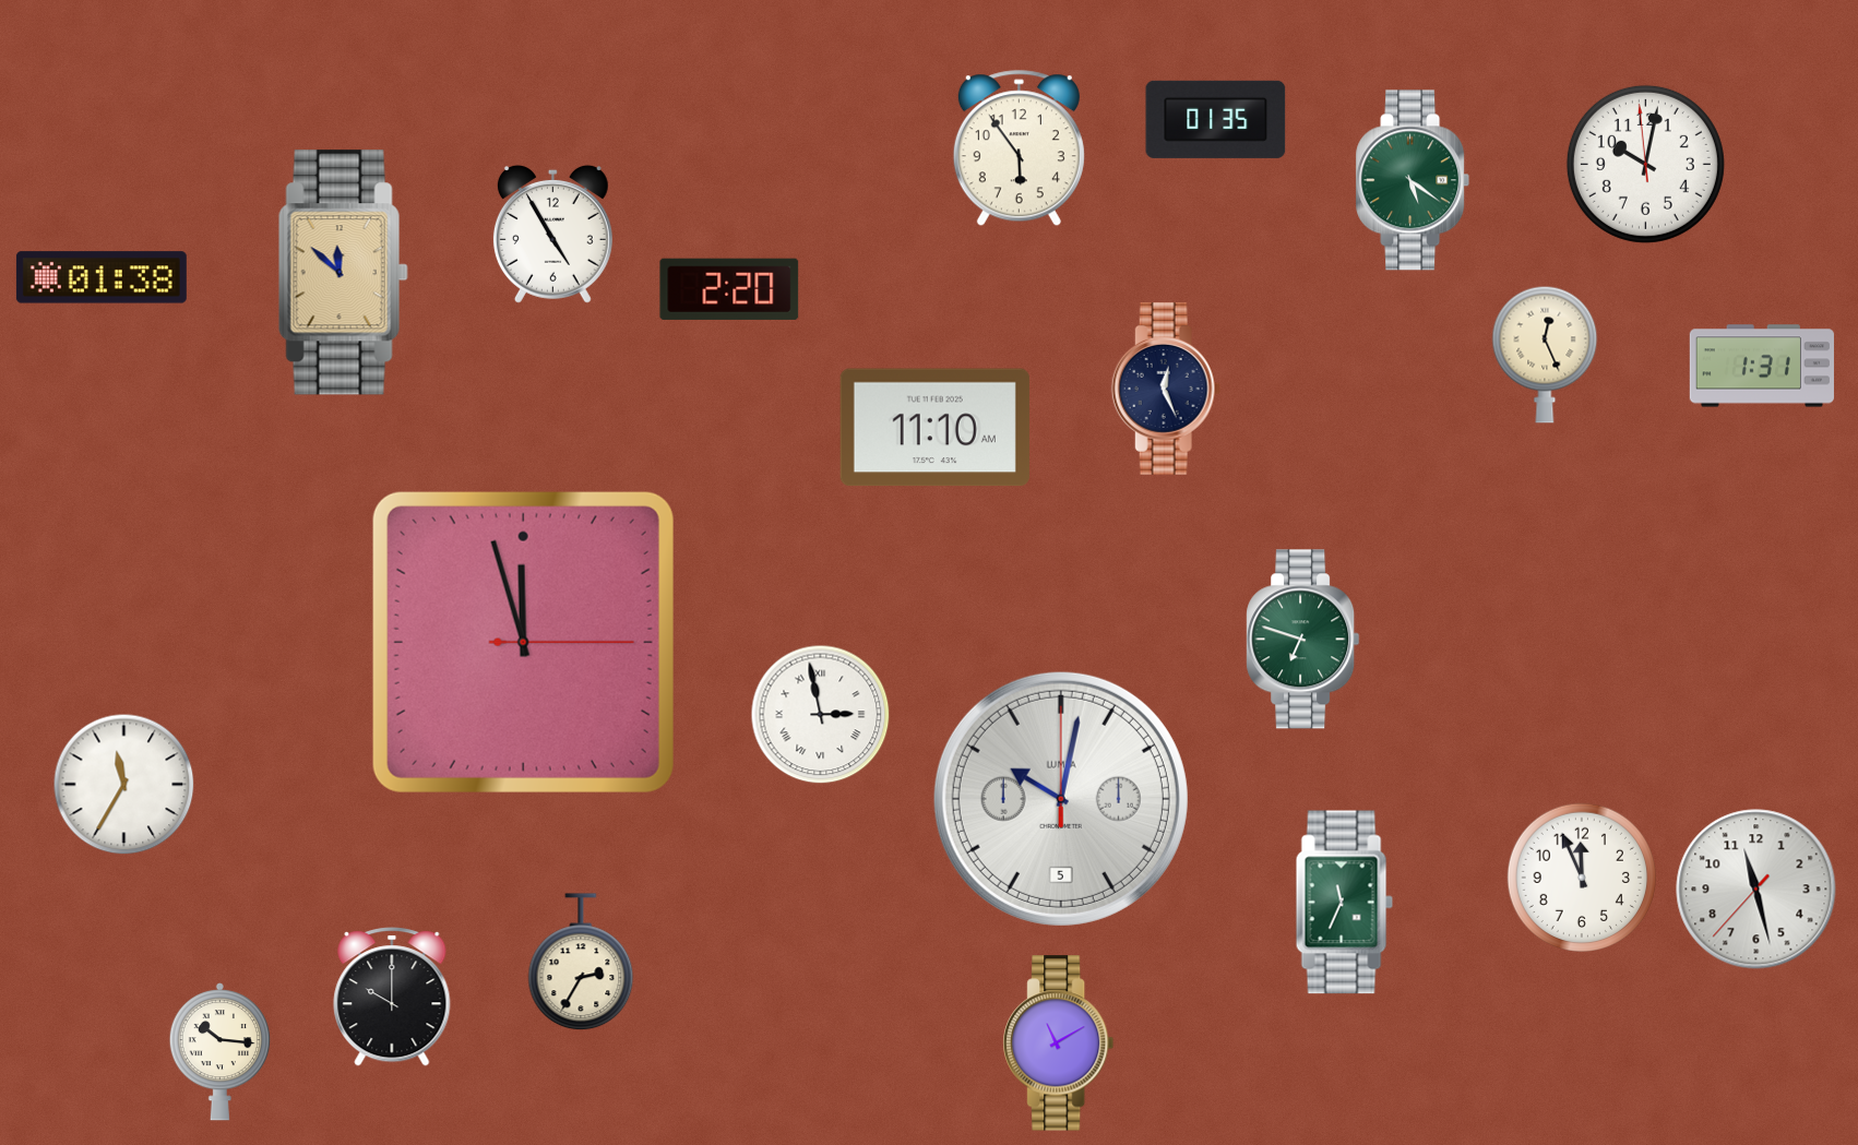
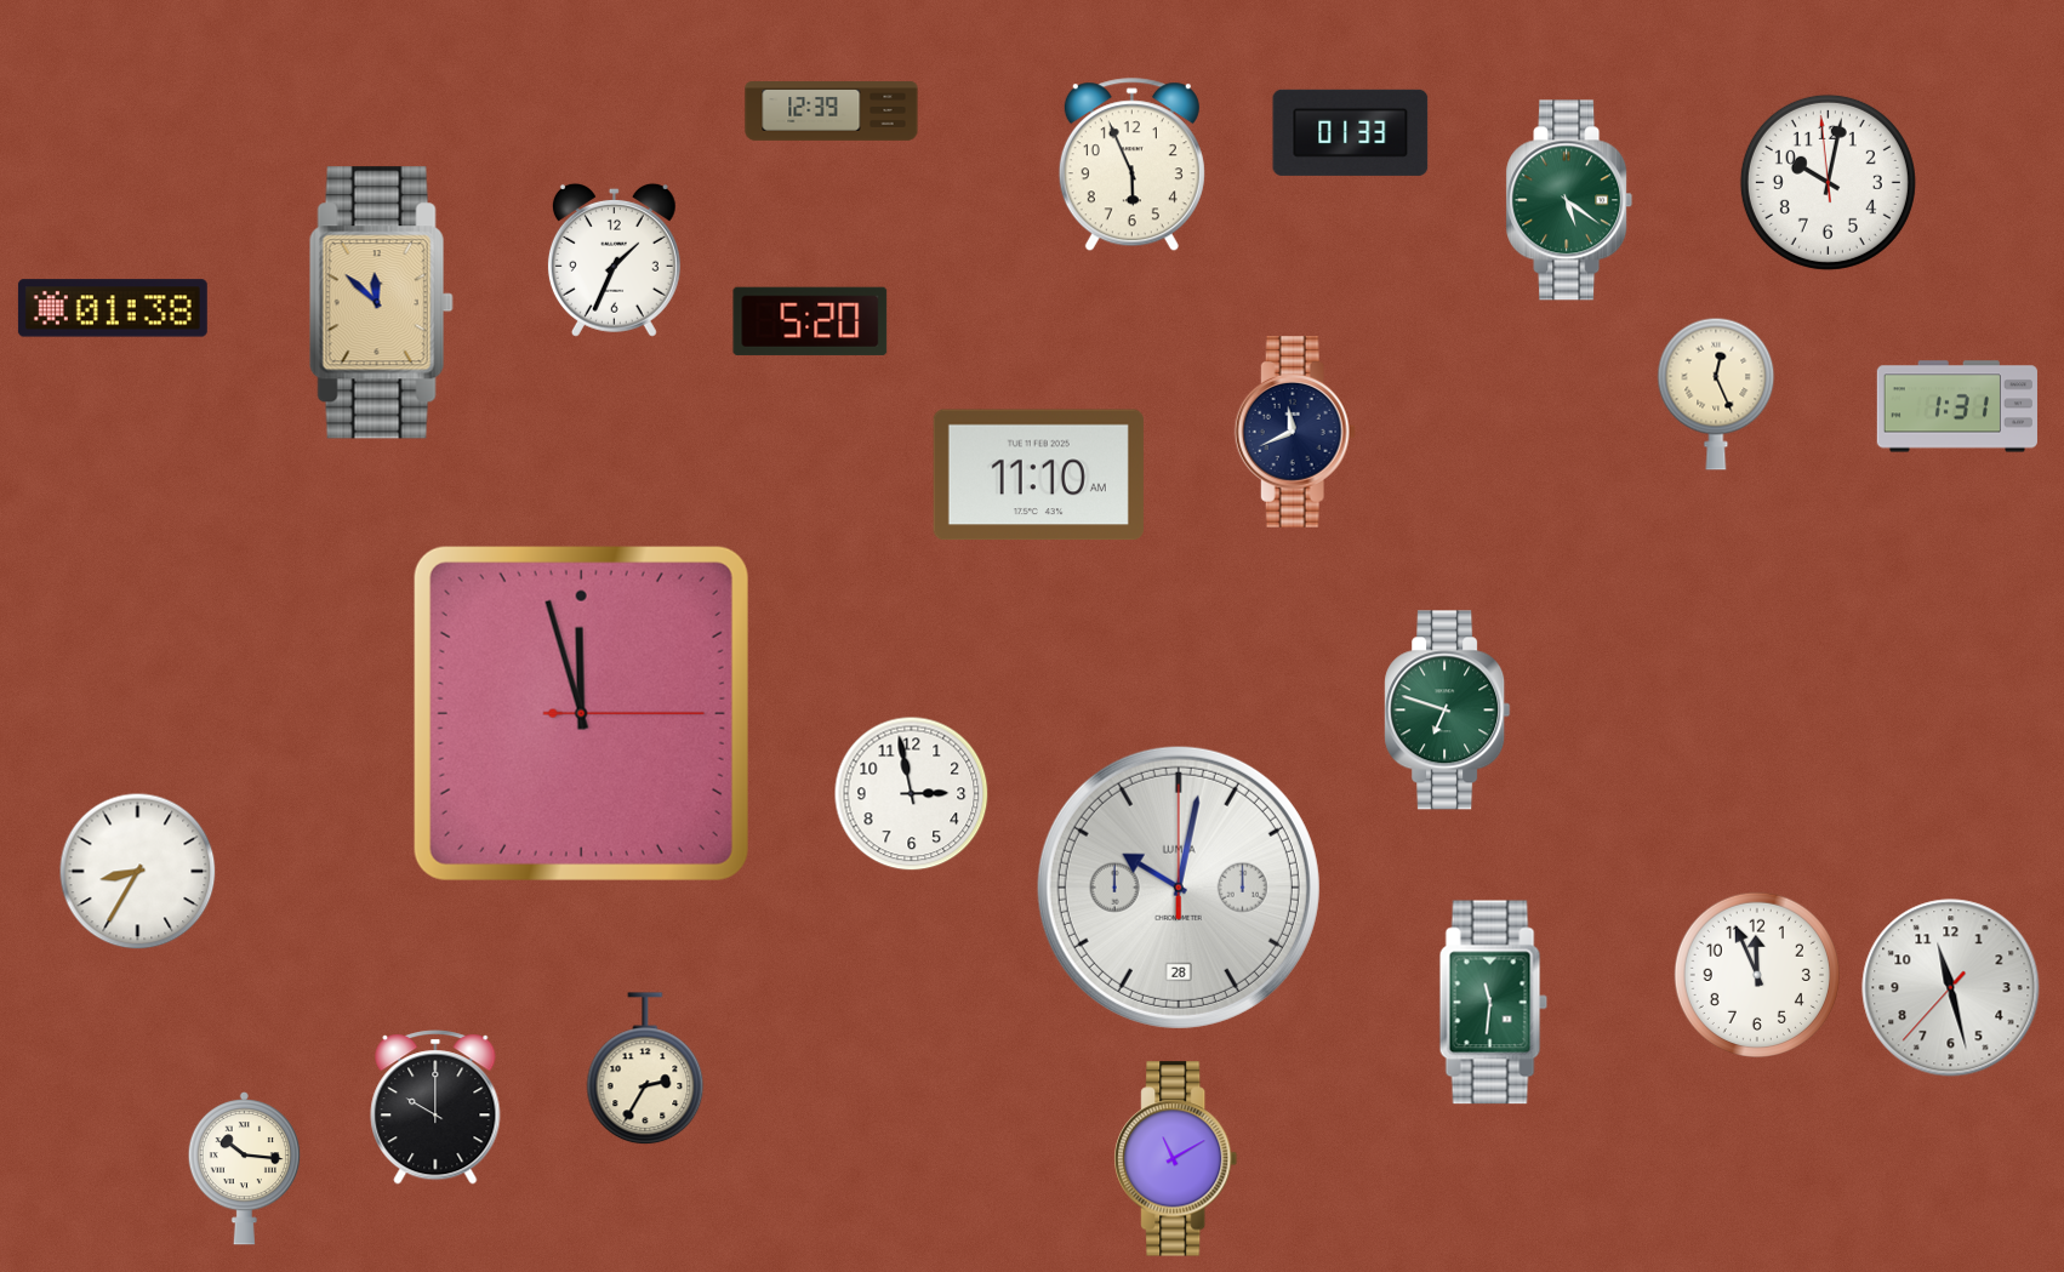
clock at (832, 112): none -> 12:39
clock at (1216, 119): 01:35 -> 01:33
clock at (1019, 148): 5:54 -> 5:56
clock at (552, 234): 4:55 -> 1:34
clock at (729, 289): 2:20 -> 5:20
clock at (1166, 390): 12:26 -> 11:41
clock at (821, 715) numerals: Roman -> Arabic
clock at (124, 785): 11:35 -> 8:35
clock at (1061, 799) date: 5 -> 28
clock at (1344, 903): 11:34 -> 11:31
